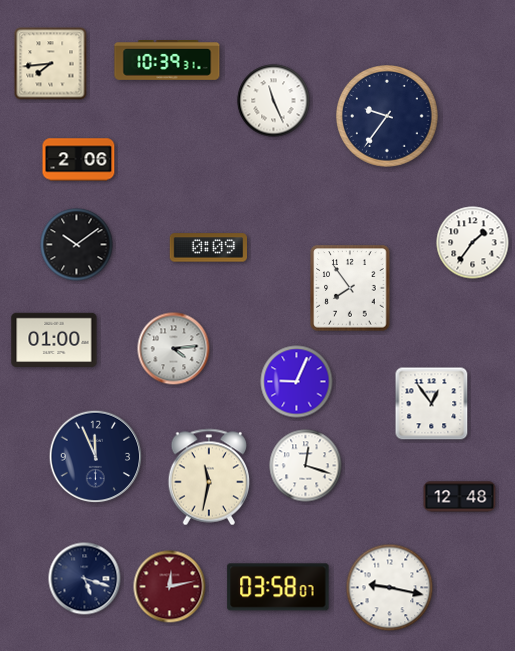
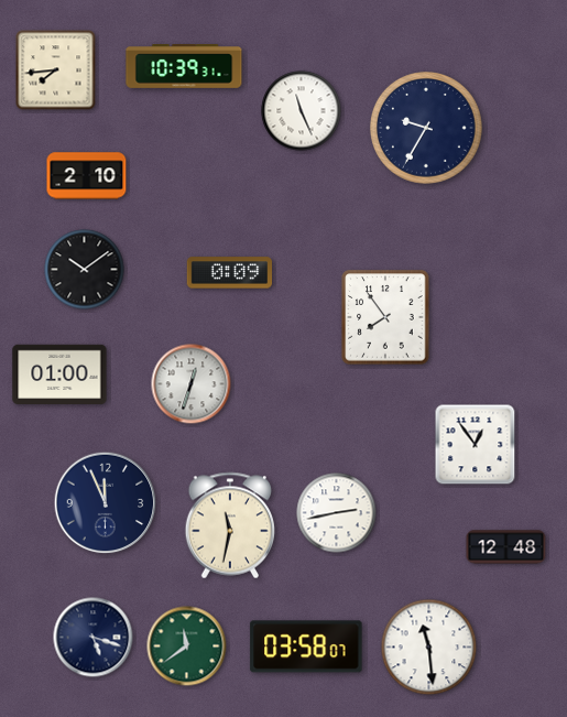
clock at (388, 117): 9:36 -> 9:35
clock at (79, 160): 2:06 -> 2:10
clock at (473, 243): 1:36 -> none
clock at (174, 349): 4:14 -> 12:33
clock at (297, 382): 9:04 -> none
clock at (306, 466): 12:18 -> 2:43
clock at (170, 587): 12:13 -> 11:39
clock at (170, 587) dial: burgundy -> green
clock at (390, 588): 9:17 -> 11:29
